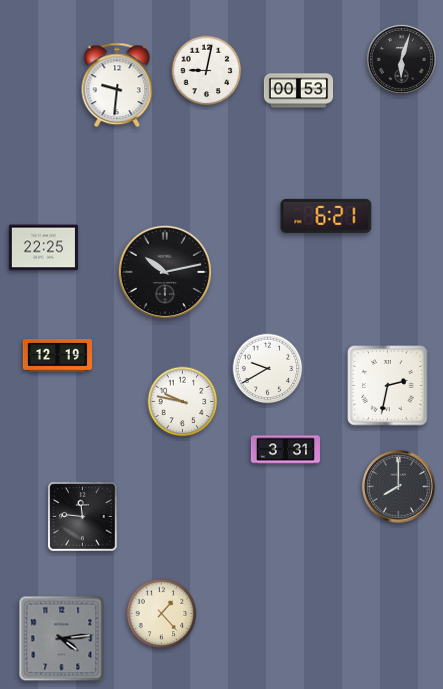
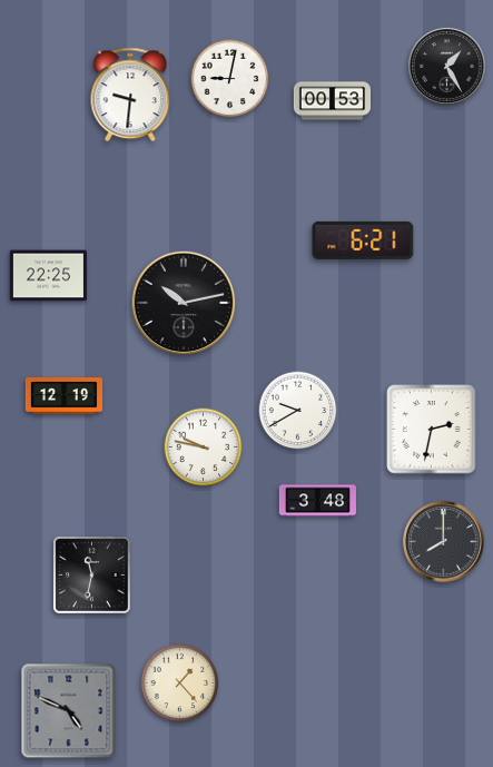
clock at (401, 59): 6:03 -> 1:25
clock at (285, 450): 3:31 -> 3:48
clock at (83, 517): 11:46 -> 11:32
clock at (62, 639): 4:14 -> 4:49
